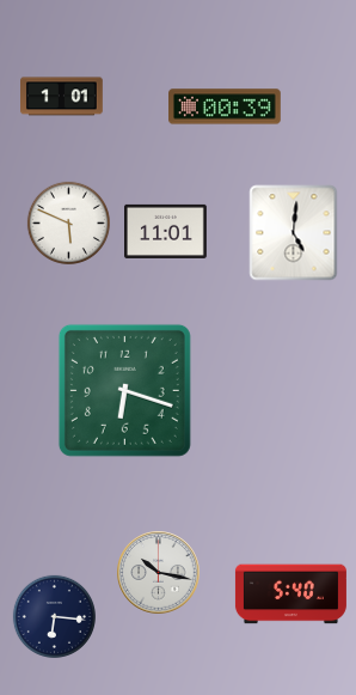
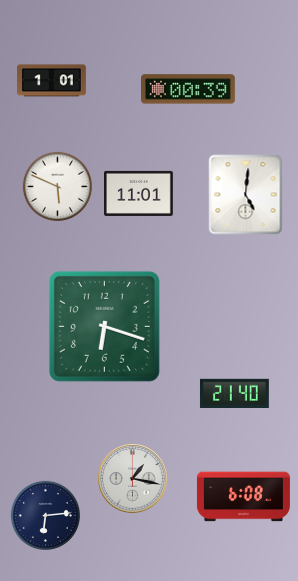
clock at (235, 393): none -> 21:40
clock at (159, 573): 10:17 -> 1:17
clock at (290, 595): 5:40 -> 6:08
clock at (54, 616): 6:16 -> 6:14
